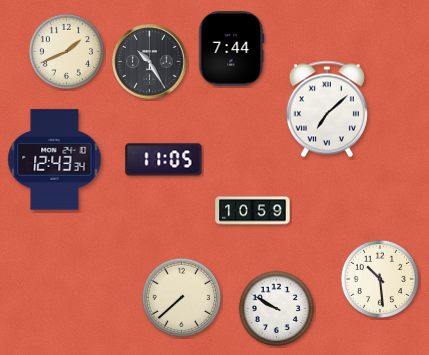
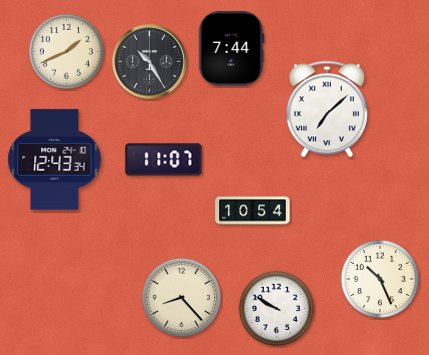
clock at (164, 160): 11:05 -> 11:07
clock at (253, 211): 10:59 -> 10:54
clock at (380, 279): 10:29 -> 10:26
clock at (181, 297): 7:38 -> 8:23
